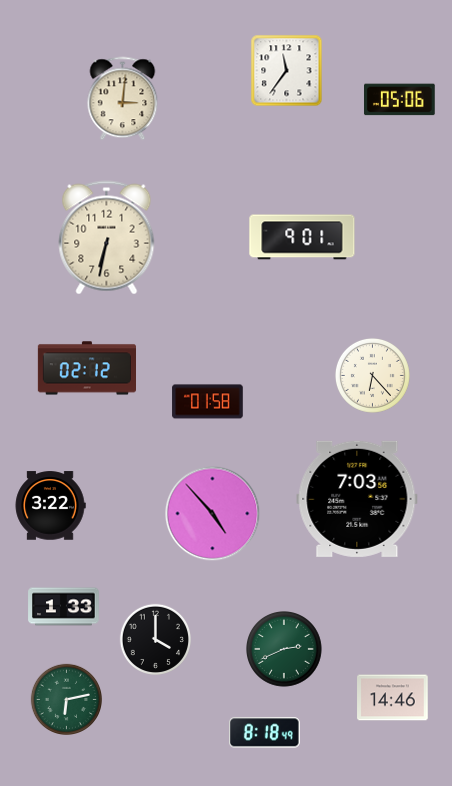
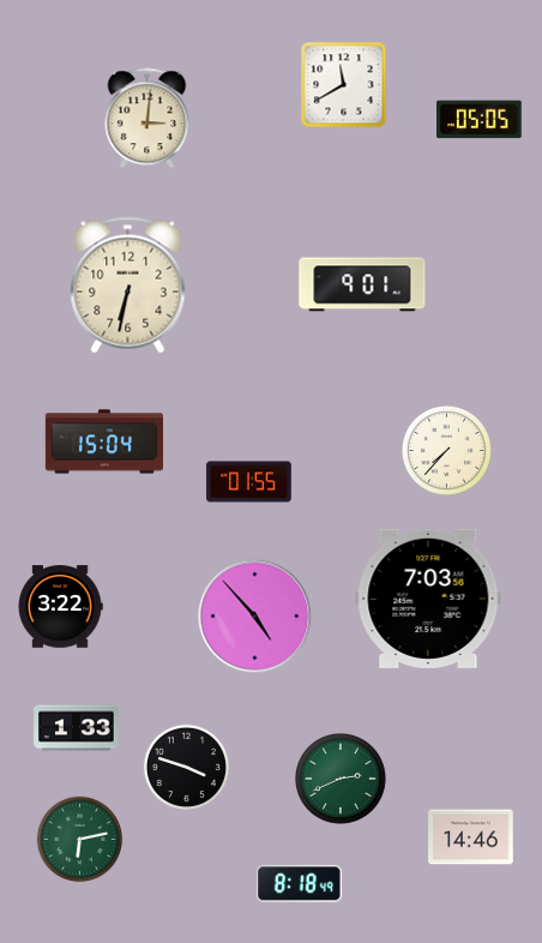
clock at (287, 71): 11:36 -> 11:40
clock at (400, 100): 05:06 -> 05:05
clock at (86, 368): 02:12 -> 15:04
clock at (372, 375): 6:23 -> 7:37
clock at (208, 402): 01:58 -> 01:55
clock at (155, 639): 4:00 -> 3:48
clock at (265, 733) position: (265, 733) -> (300, 884)
